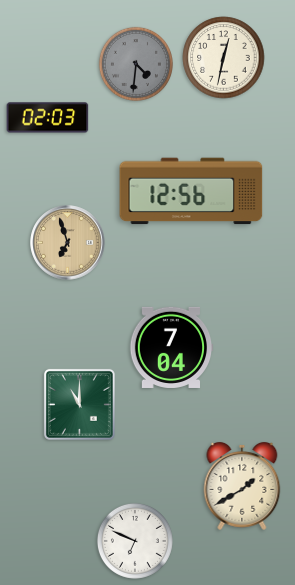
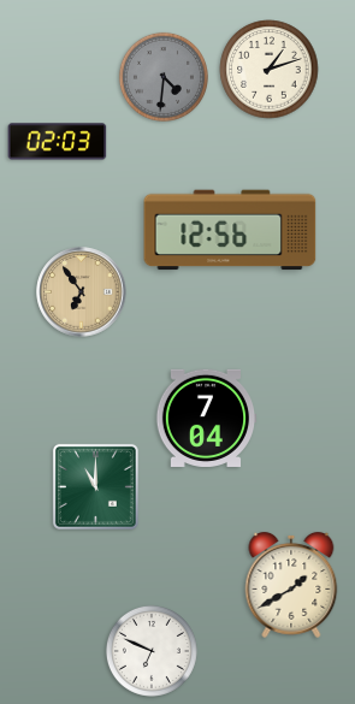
clock at (224, 58): 12:32 -> 1:12
clock at (68, 243): 6:57 -> 6:54
clock at (135, 541) position: (135, 541) -> (152, 651)
